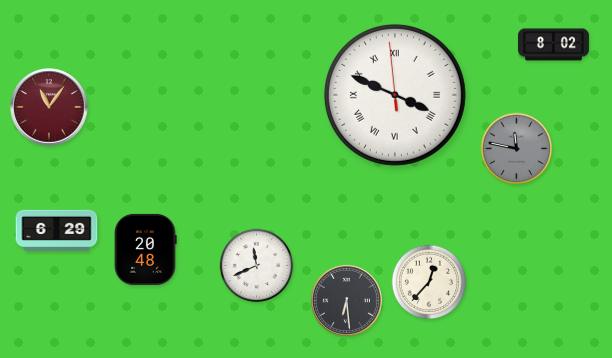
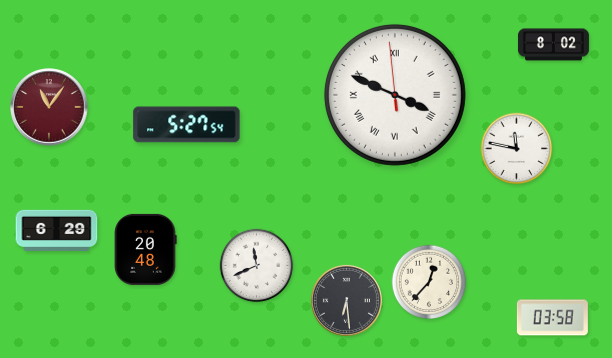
clock at (187, 125): none -> 5:27
clock at (517, 149) dial: grey -> white
clock at (552, 318): none -> 03:58
